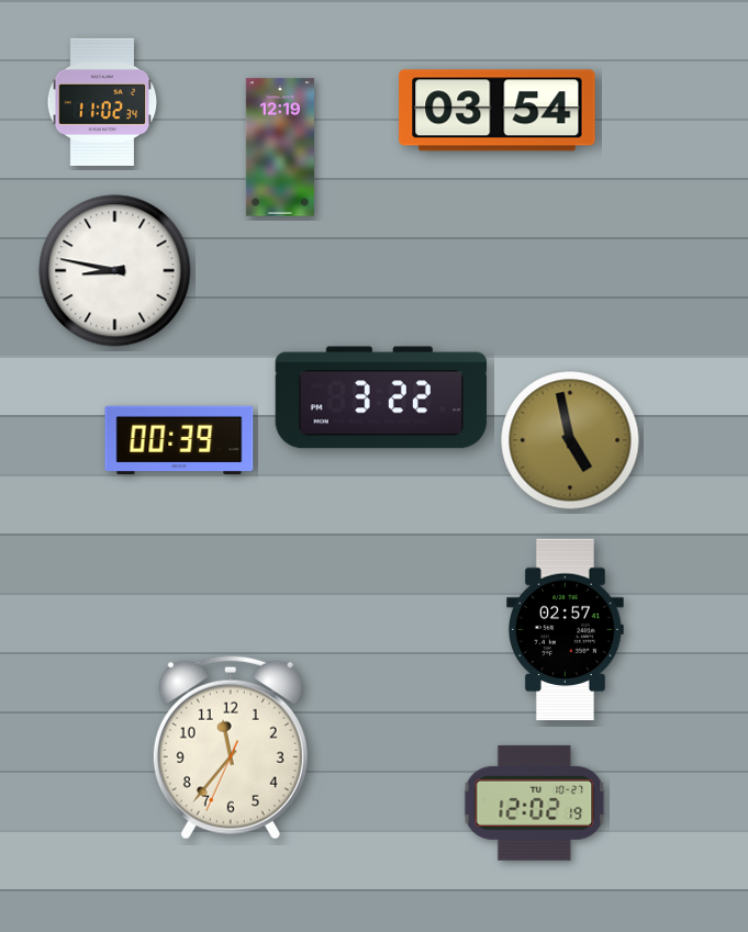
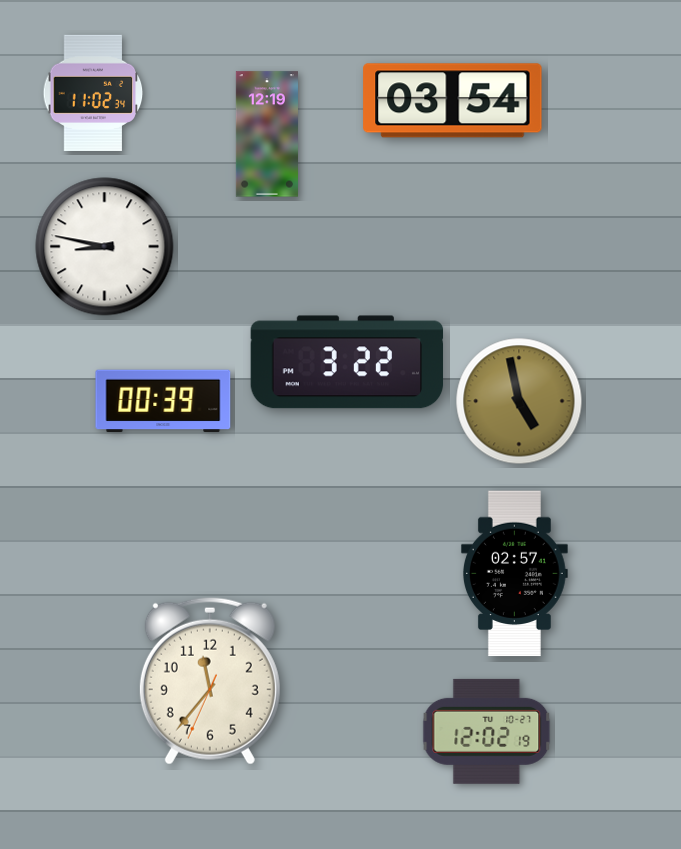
clock at (280, 147) position: (280, 147) -> (267, 134)
